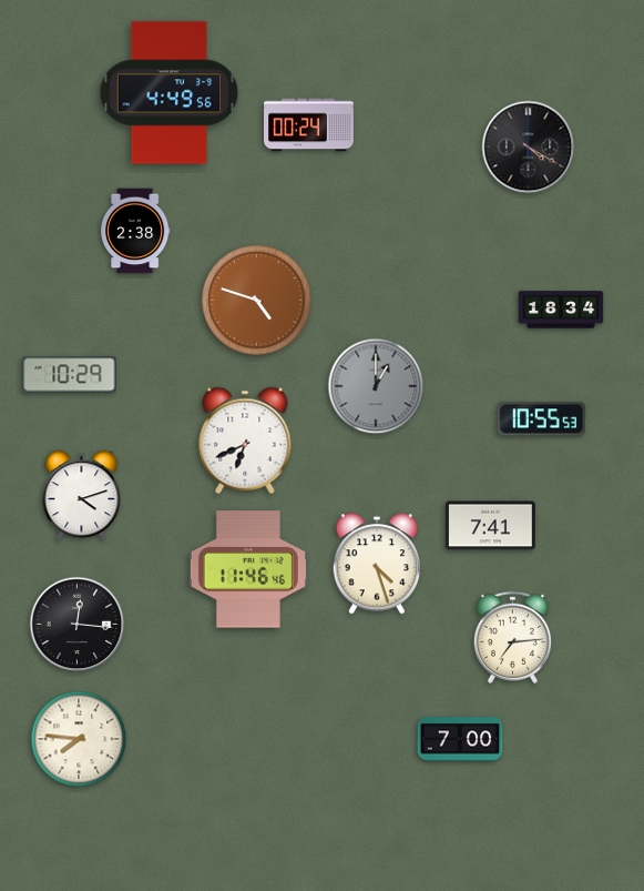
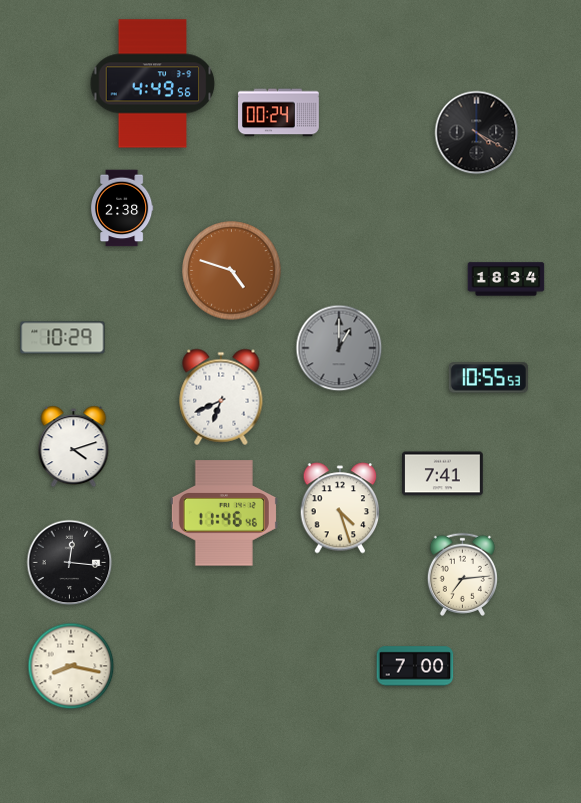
clock at (79, 739): 7:46 -> 8:17
